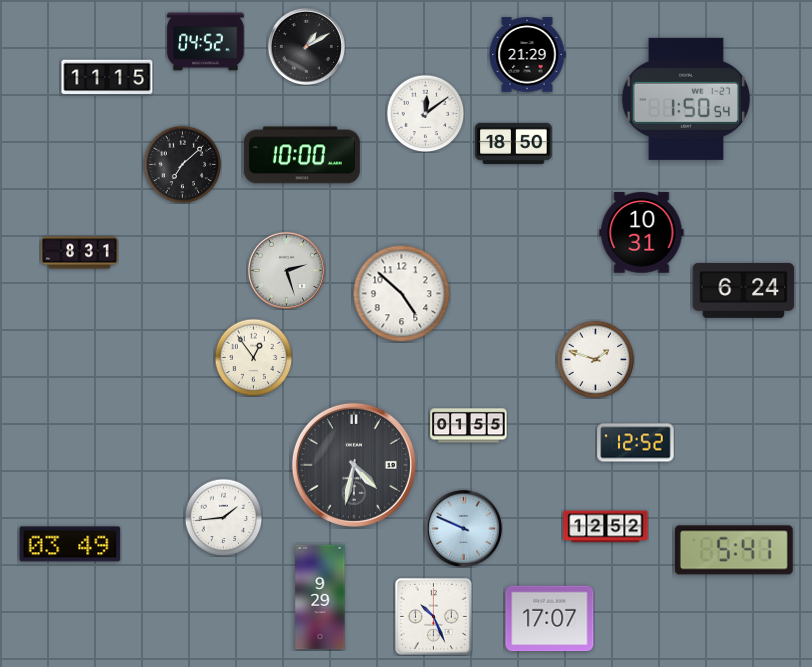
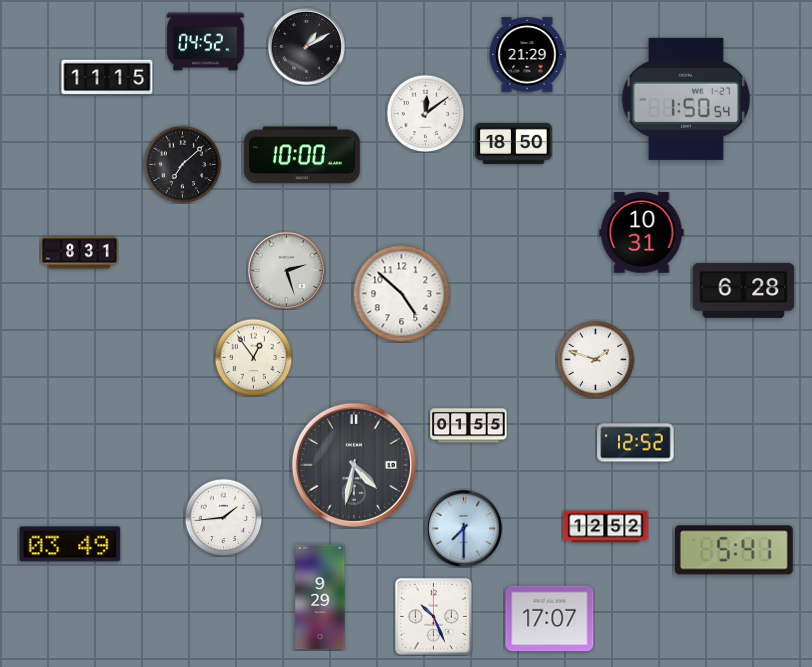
clock at (744, 290): 6:24 -> 6:28
clock at (463, 528): 9:49 -> 7:30
